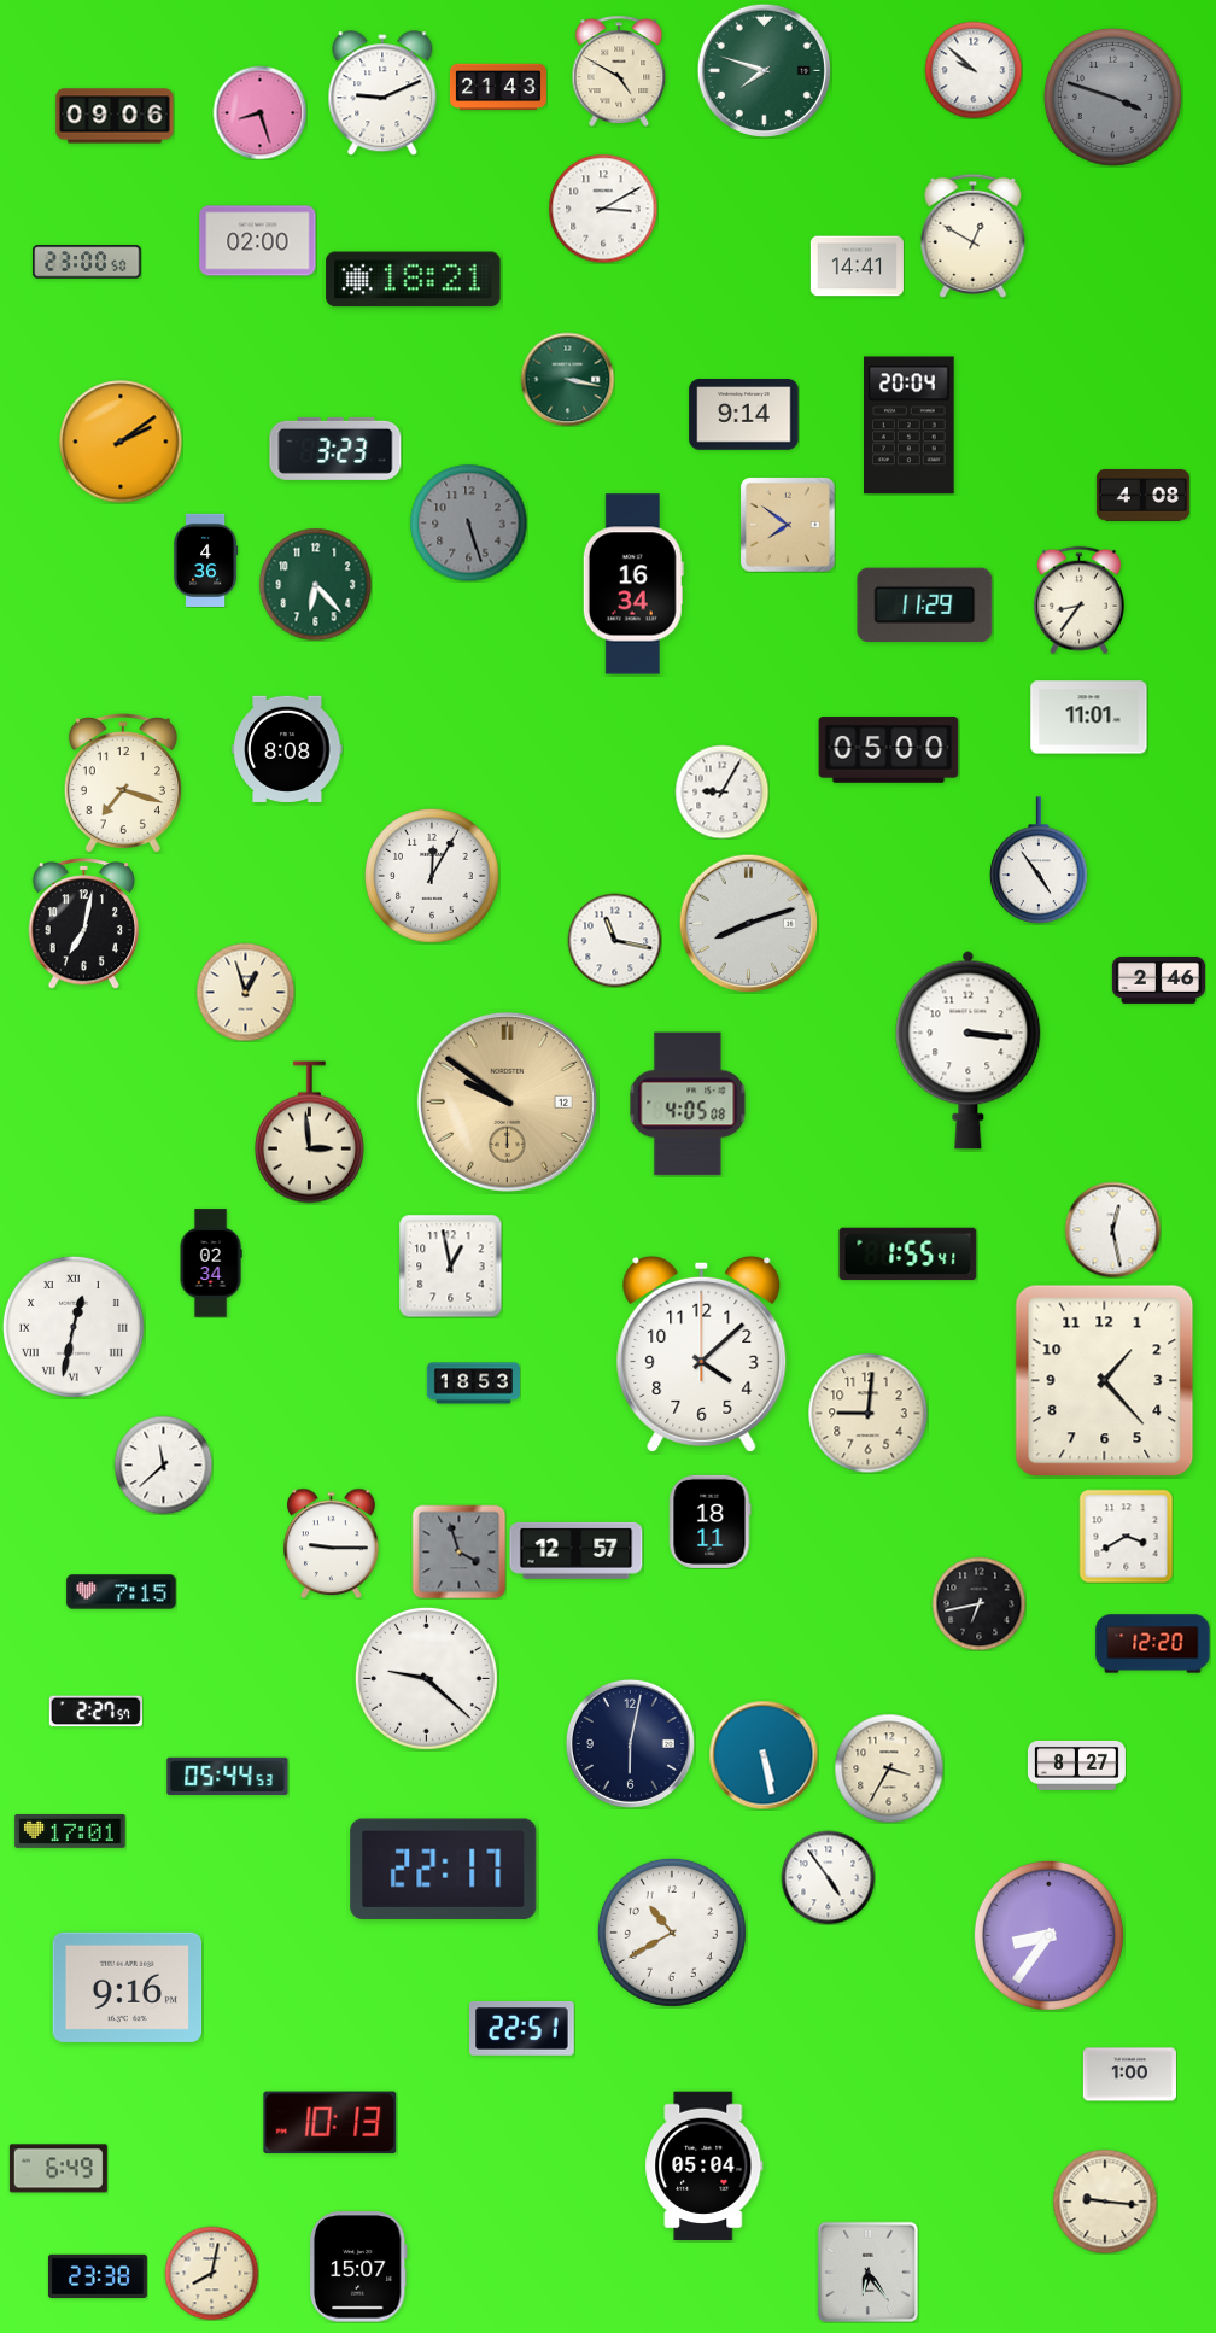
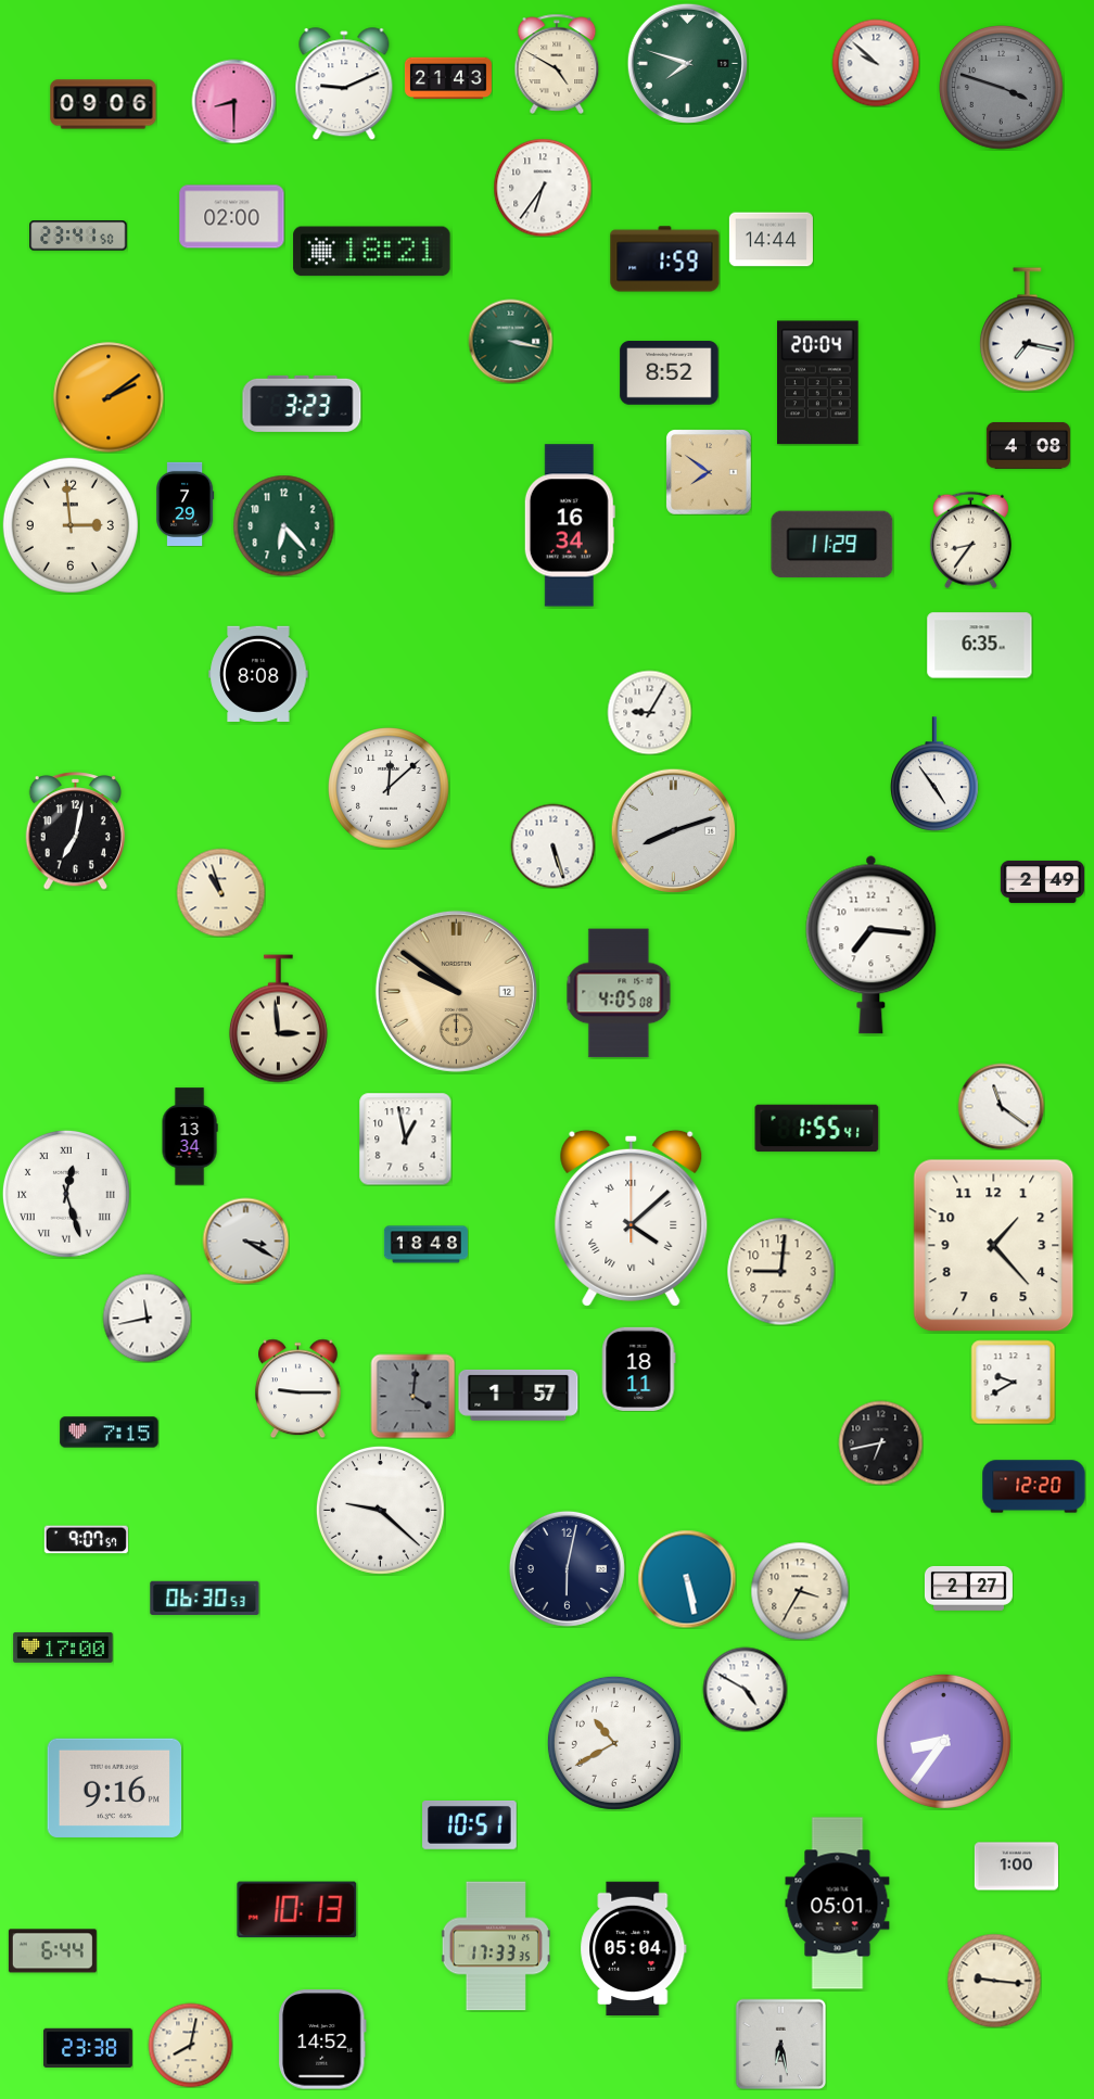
clock at (259, 112): 8:27 -> 8:30
clock at (603, 209): 3:10 -> 6:36
clock at (974, 235): 12:50 -> none
clock at (87, 262): 23:00 -> 23:41
clock at (857, 267): 14:41 -> 14:44
clock at (665, 259): none -> 1:59
clock at (1027, 330): none -> 7:17
clock at (744, 415): 9:14 -> 8:52
clock at (468, 522): 5:27 -> none
clock at (206, 560): 4:36 -> 7:29
clock at (71, 525): none -> 2:59
clock at (1089, 718): 11:01 -> 6:35
clock at (889, 750): 05:00 -> none
clock at (123, 784): 7:18 -> none
clock at (432, 876): 12:05 -> 12:08
clock at (614, 940): 11:17 -> 5:27
clock at (1158, 980): 2:46 -> 2:49
clock at (245, 992): 12:57 -> 10:57
clock at (969, 1049): 3:16 -> 7:16
clock at (1112, 1229): 12:28 -> 11:21
clock at (211, 1263): 02:34 -> 13:34
clock at (74, 1327): 12:32 -> 12:27
clock at (702, 1353) numerals: Arabic -> Roman
clock at (245, 1241): none -> 3:20
clock at (1105, 1381) position: (1105, 1381) -> (994, 1246)
clock at (473, 1384): 18:53 -> 18:48
clock at (163, 1464): 11:38 -> 11:43
clock at (1126, 1536): 3:40 -> 9:40
clock at (577, 1550): 12:57 -> 1:57
clock at (458, 1551): 3:57 -> 4:01
clock at (1153, 1644) position: (1153, 1644) -> (1034, 1487)
clock at (426, 1678) position: (426, 1678) -> (380, 1510)
clock at (95, 1712): 2:27 -> 9:07
clock at (1076, 1765): 8:27 -> 2:27
clock at (228, 1776): 05:44 -> 06:30
clock at (70, 1831): 17:01 -> 17:00
clock at (444, 1869): 22:17 -> none
clock at (828, 1877): 4:54 -> 4:50
clock at (672, 1933) position: (672, 1933) -> (614, 1743)
clock at (522, 2029): 22:51 -> 10:51
clock at (838, 1904): none -> 05:01
clock at (496, 1946): none -> 17:33
clock at (58, 2169): 6:49 -> 6:44
clock at (358, 2267): 15:07 -> 14:52
clock at (867, 2271): 6:24 -> 6:28
